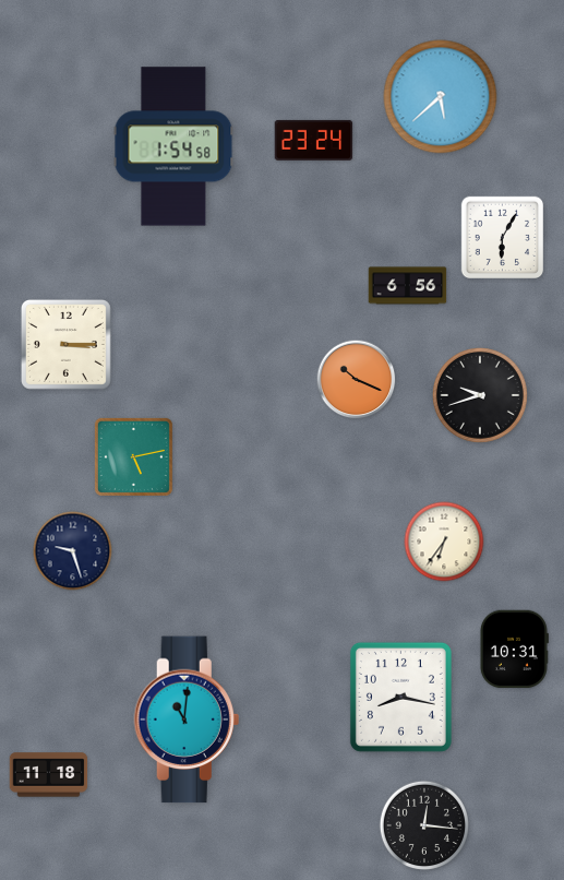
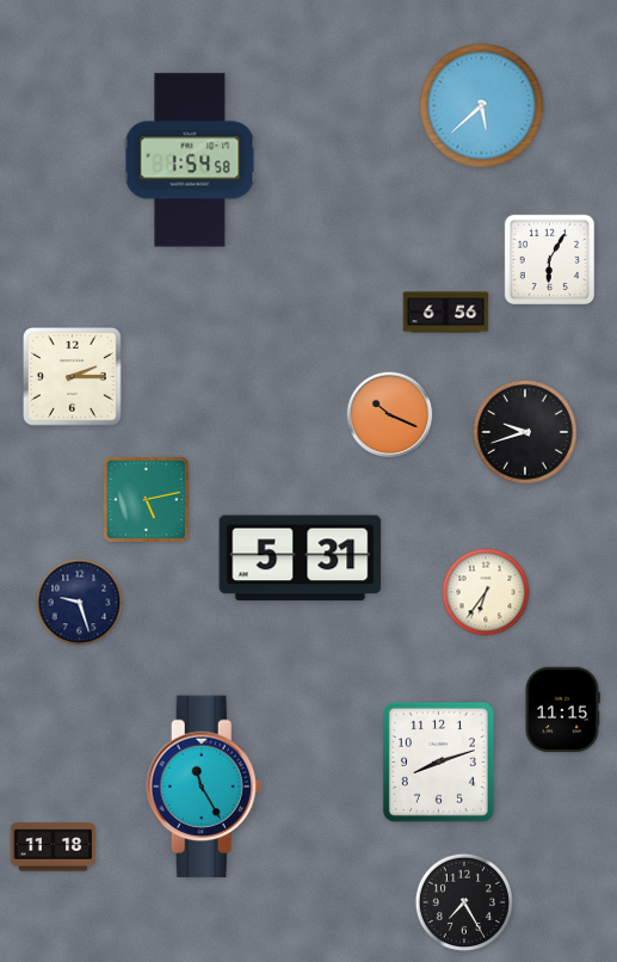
clock at (314, 140): 23:24 -> none
clock at (65, 344): 3:15 -> 2:15
clock at (301, 559): none -> 5:31
clock at (514, 650): 10:31 -> 11:15
clock at (400, 697): 8:17 -> 8:12
clock at (187, 720): 11:01 -> 11:25
clock at (423, 824): 12:16 -> 7:25
